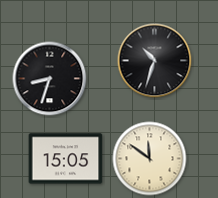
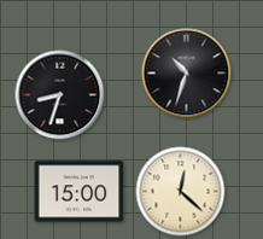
clock at (66, 159): 15:05 -> 15:00
clock at (150, 159): 11:51 -> 12:22
